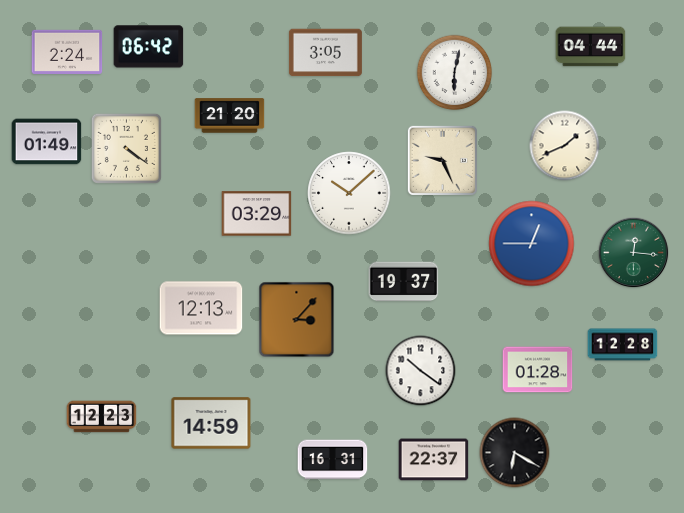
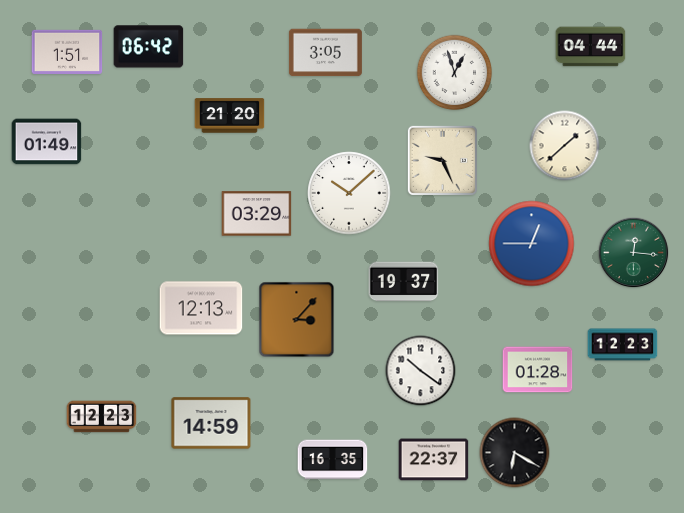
clock at (67, 52): 2:24 -> 1:51
clock at (455, 73): 6:02 -> 12:57
clock at (565, 146): 1:41 -> 1:38
clock at (126, 148): 4:21 -> none
clock at (623, 345): 12:28 -> 12:23
clock at (333, 460): 16:31 -> 16:35
